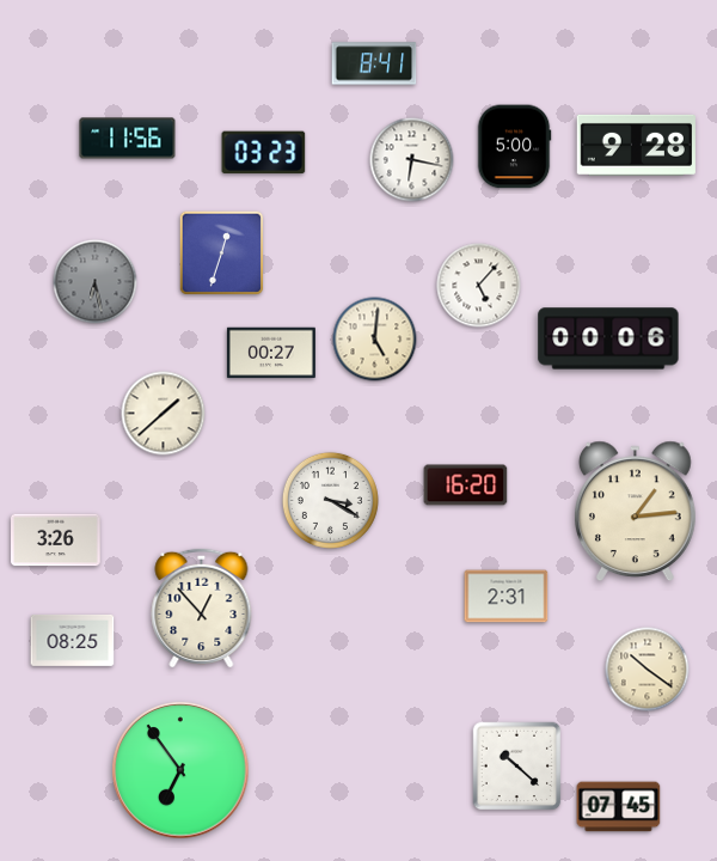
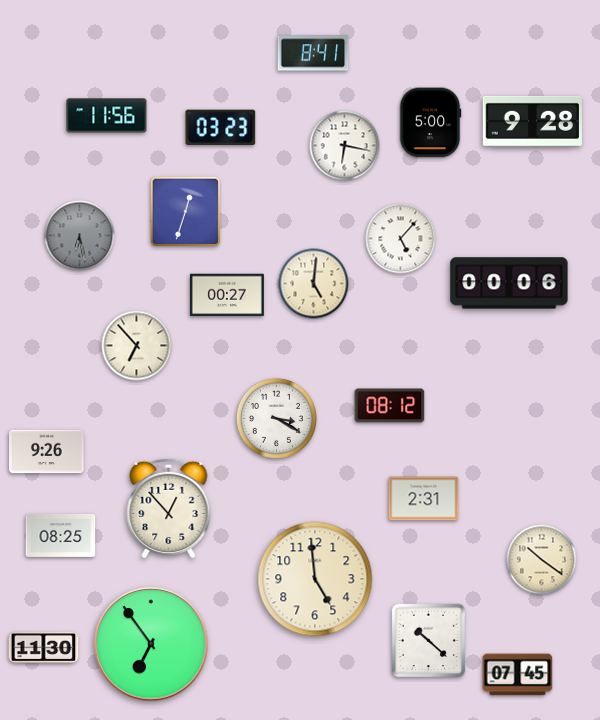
clock at (412, 160) position: (412, 160) -> (345, 146)
clock at (164, 414): 1:38 -> 6:53
clock at (466, 486): 16:20 -> 08:12
clock at (636, 512): 1:14 -> none
clock at (56, 541): 3:26 -> 9:26
clock at (315, 579): none -> 4:59
clock at (517, 767) position: (517, 767) -> (429, 641)
clock at (44, 648): none -> 11:30
